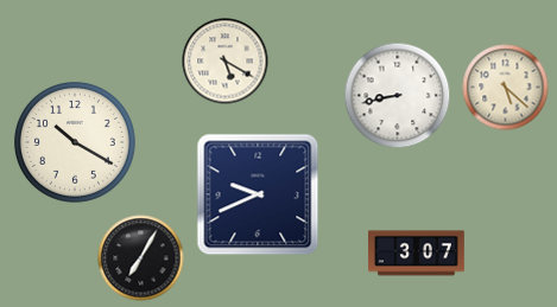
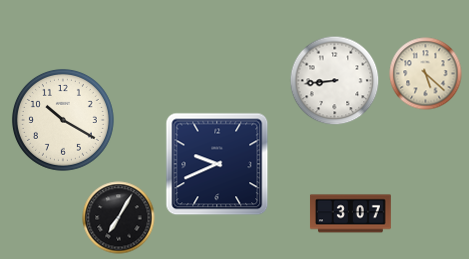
clock at (226, 62): 5:20 -> none
clock at (398, 96): 8:43 -> 8:44
